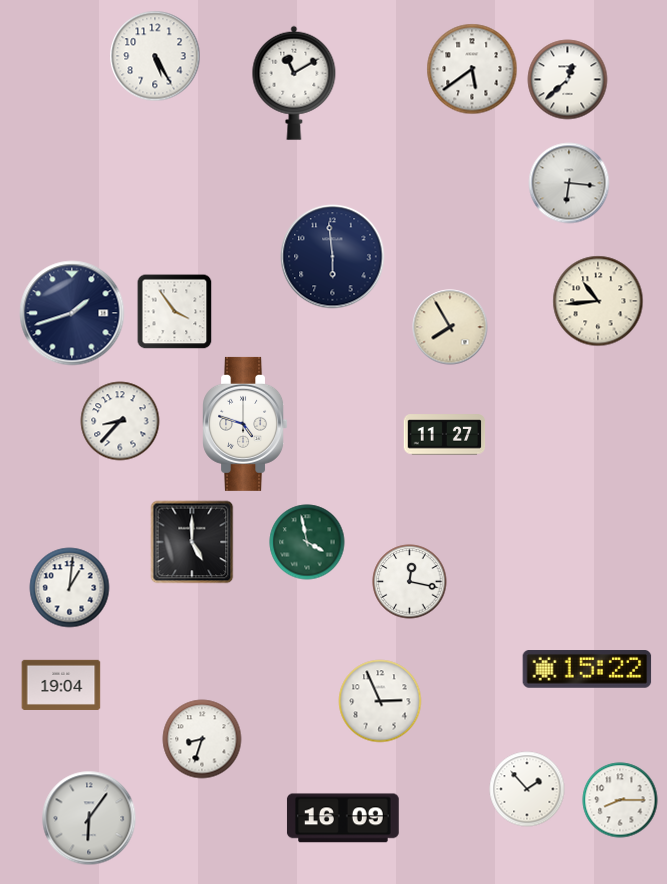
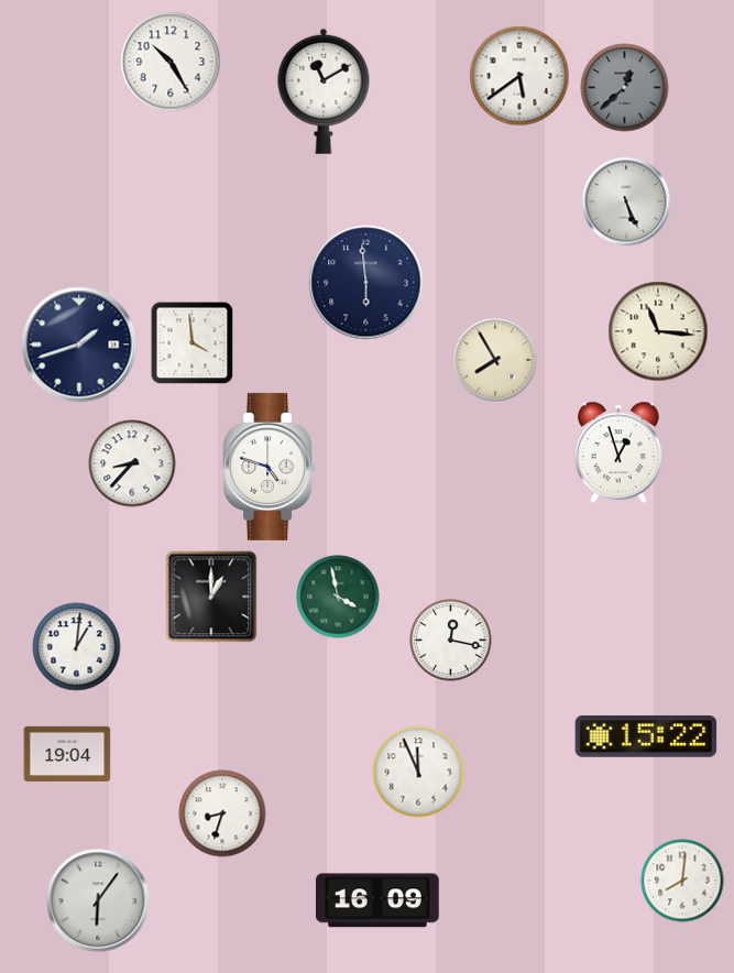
clock at (155, 56): 5:25 -> 10:25
clock at (568, 80) dial: white -> grey
clock at (569, 183): 6:16 -> 5:26
clock at (598, 301): 10:44 -> 11:16
clock at (175, 312): 3:54 -> 3:59
clock at (618, 452): none -> 12:57
clock at (445, 435): 11:27 -> none
clock at (192, 542): 5:00 -> 1:00
clock at (380, 701): 2:56 -> 11:56
clock at (527, 789): 1:53 -> none
clock at (620, 800): 8:15 -> 8:01
